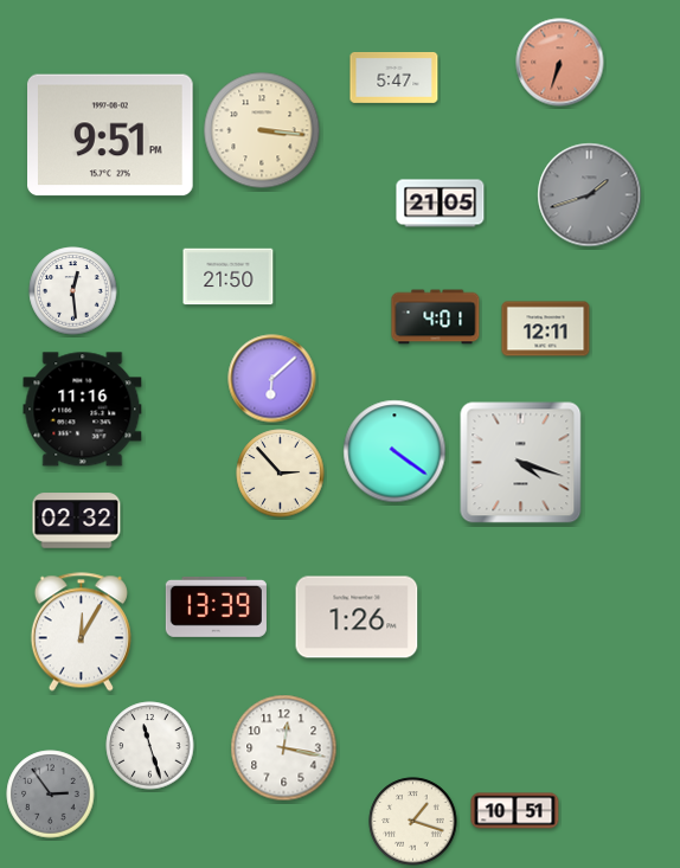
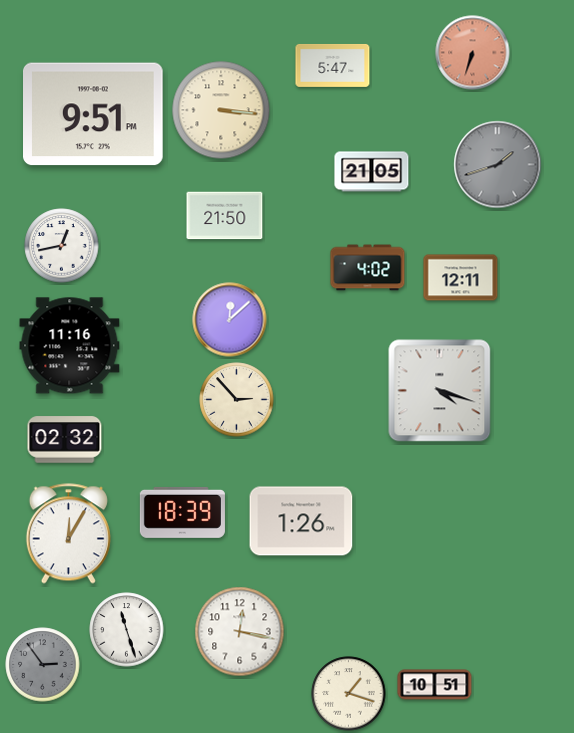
clock at (229, 277) position: (229, 277) -> (225, 216)
clock at (73, 291): 12:29 -> 12:43
clock at (436, 317): 4:01 -> 4:02
clock at (272, 379): 6:08 -> 12:08
clock at (394, 451): 4:21 -> none
clock at (216, 606): 13:39 -> 18:39
clock at (51, 795) position: (51, 795) -> (43, 665)
